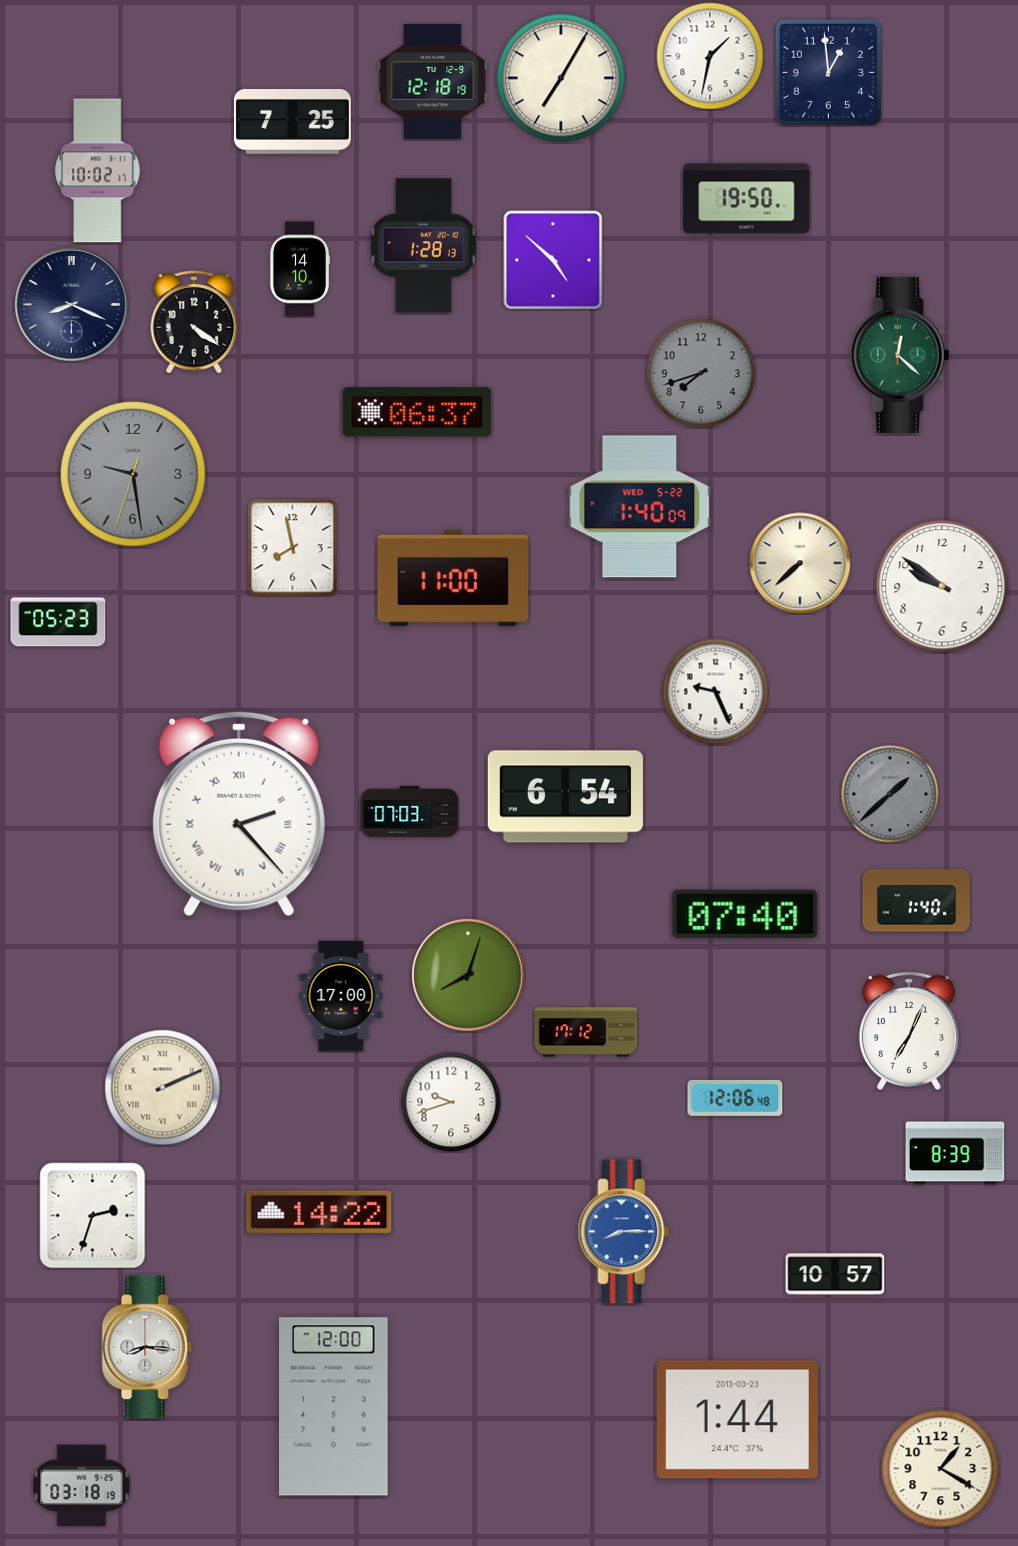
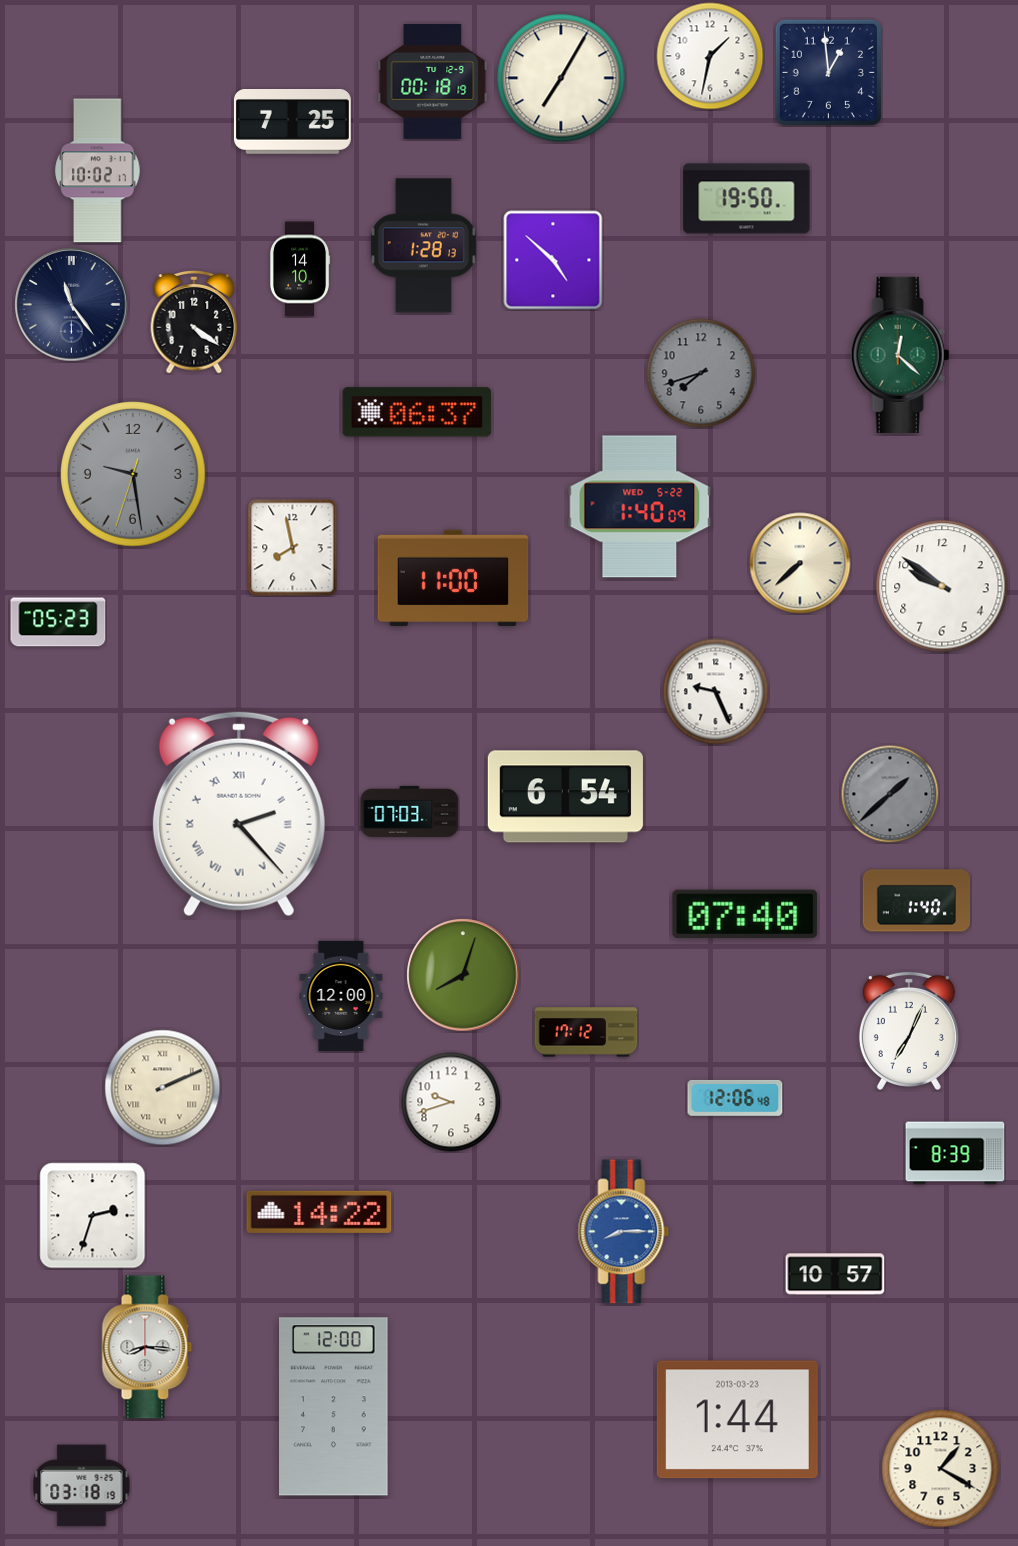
clock at (433, 81): 12:18 -> 00:18
clock at (72, 305): 8:19 -> 11:24
clock at (468, 975) position: (468, 975) -> (463, 975)
clock at (341, 996): 17:00 -> 12:00
